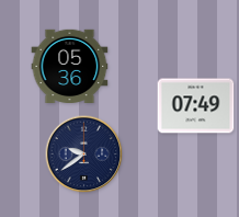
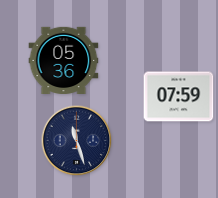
clock at (196, 106): 07:49 -> 07:59
clock at (84, 155): 9:39 -> 11:27
